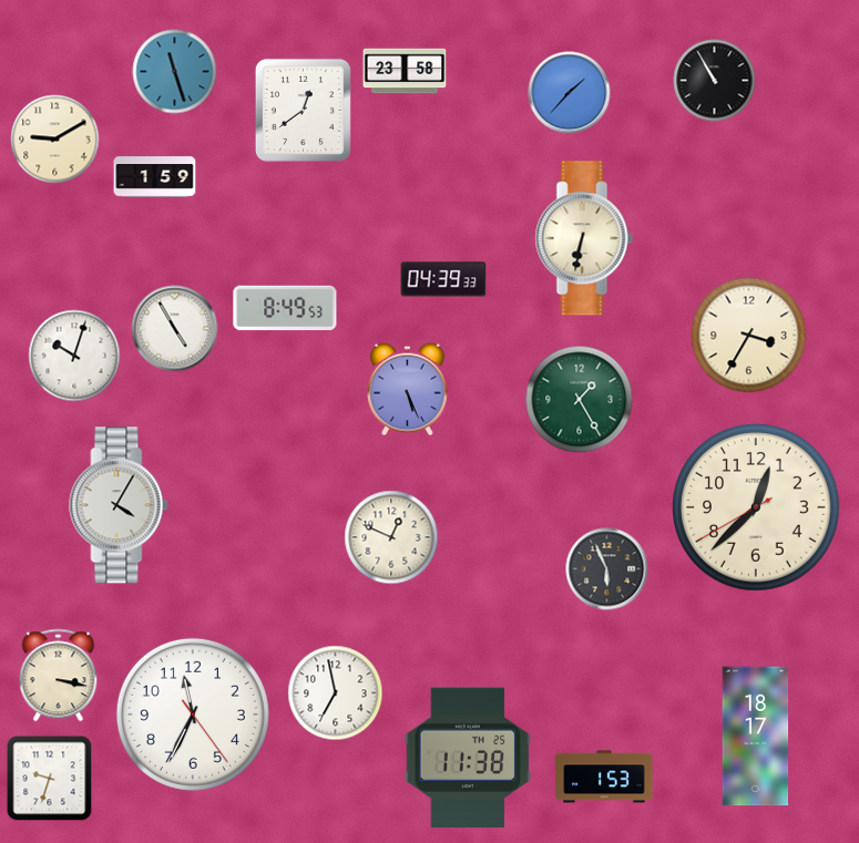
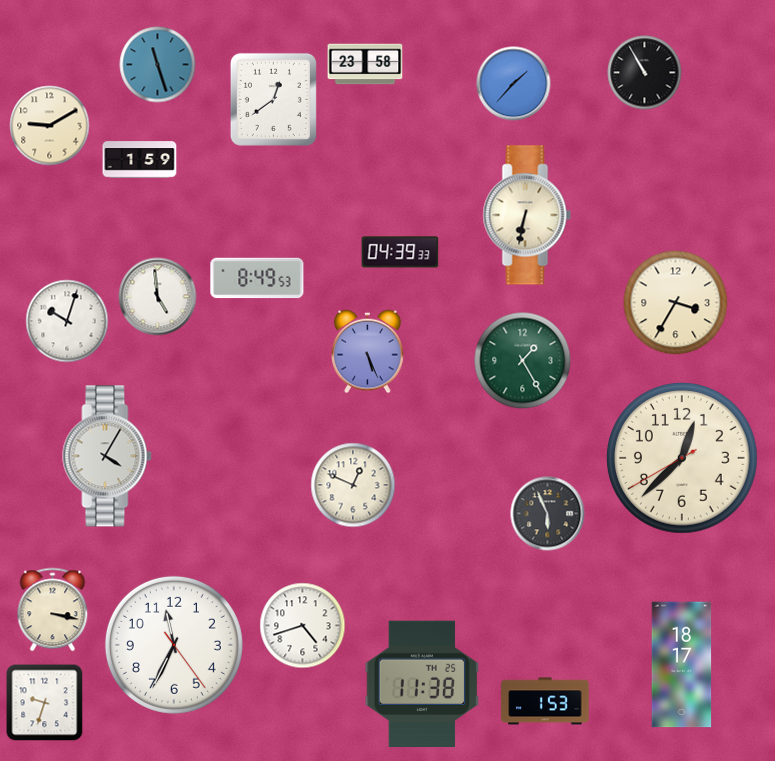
clock at (175, 329): 4:55 -> 4:59
clock at (336, 693): 6:58 -> 4:42
